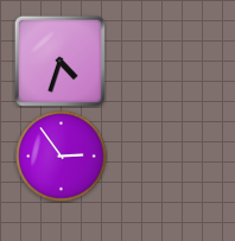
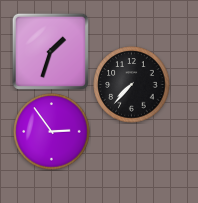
clock at (59, 61): 4:33 -> 1:33
clock at (132, 85): none -> 7:37
